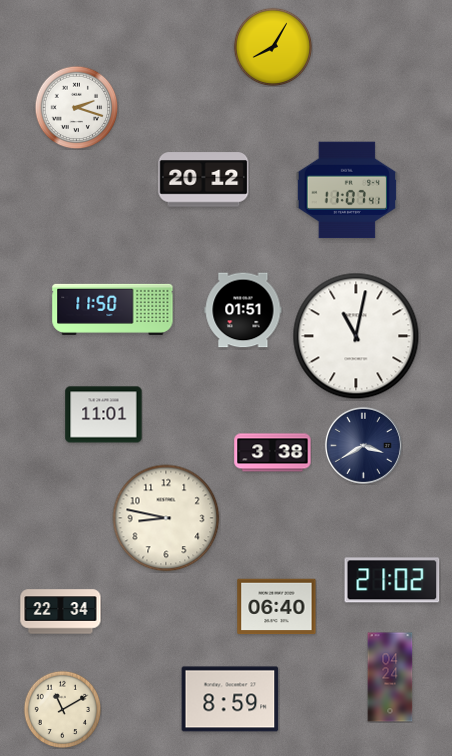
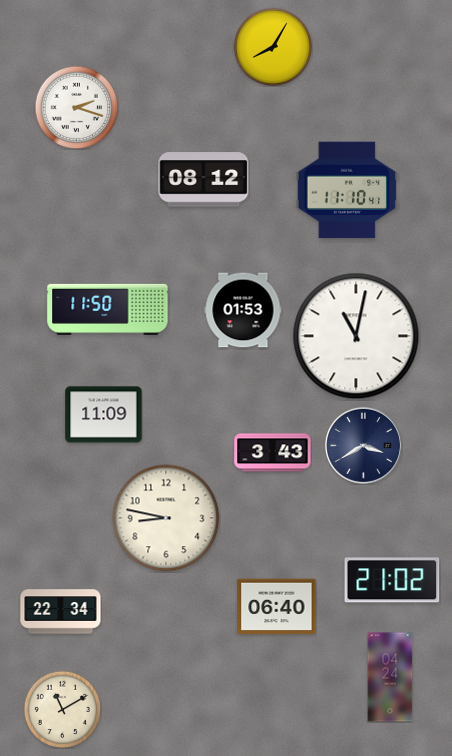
clock at (204, 180): 20:12 -> 08:12
clock at (346, 190): 11:07 -> 11:10
clock at (113, 309) position: (113, 309) -> (108, 309)
clock at (243, 310): 01:51 -> 01:53
clock at (104, 415): 11:01 -> 11:09
clock at (273, 453): 3:38 -> 3:43
clock at (230, 699): 8:59 -> none
